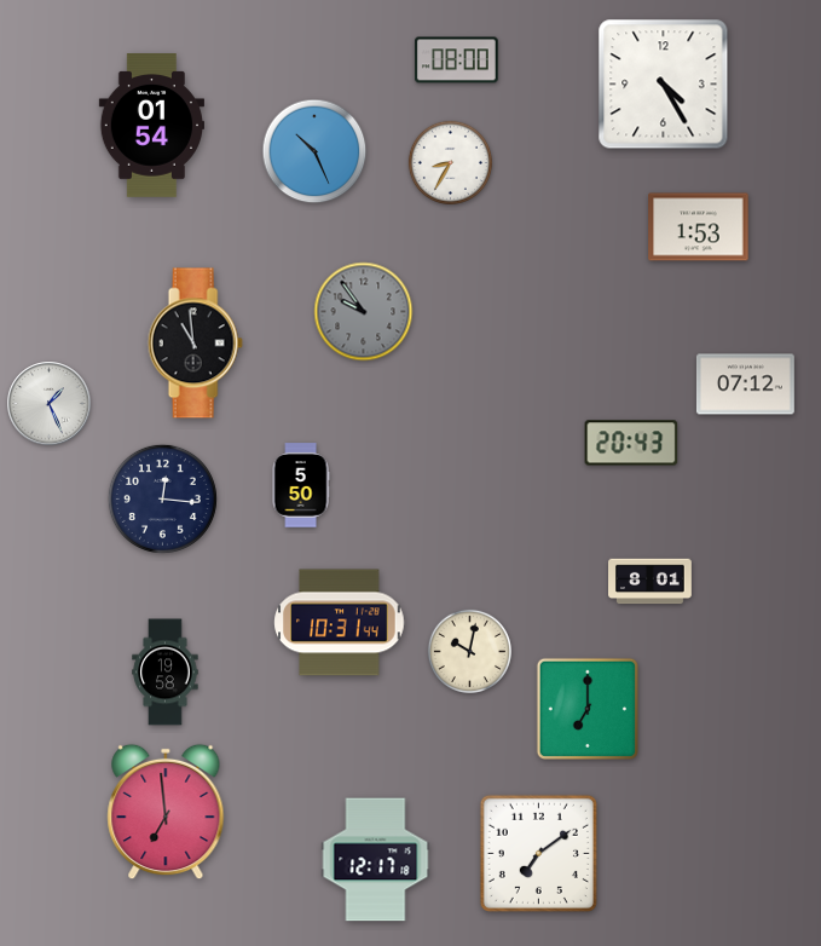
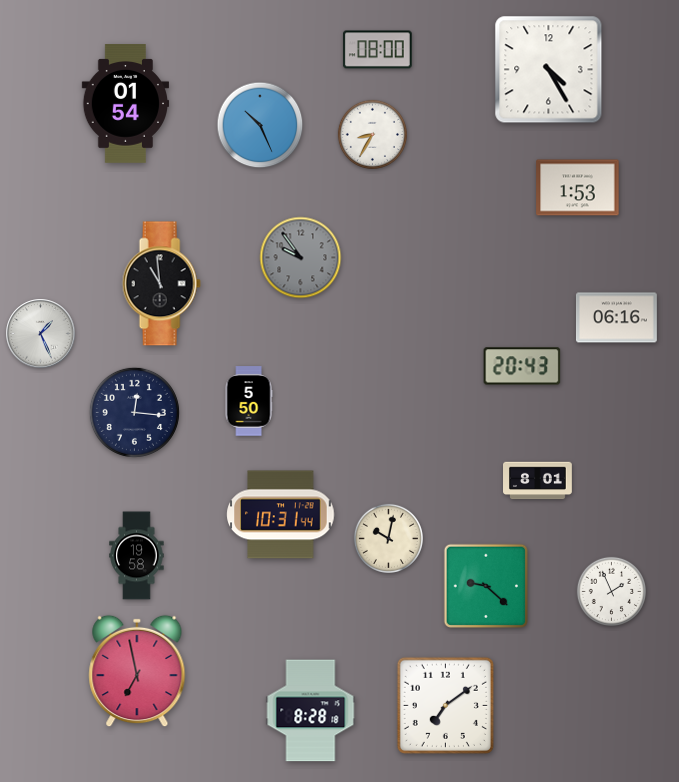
clock at (745, 385): 07:12 -> 06:16
clock at (586, 708): 7:00 -> 9:22
clock at (611, 591): none -> 1:56
clock at (166, 812): 6:59 -> 6:58
clock at (376, 860): 12:17 -> 8:28
